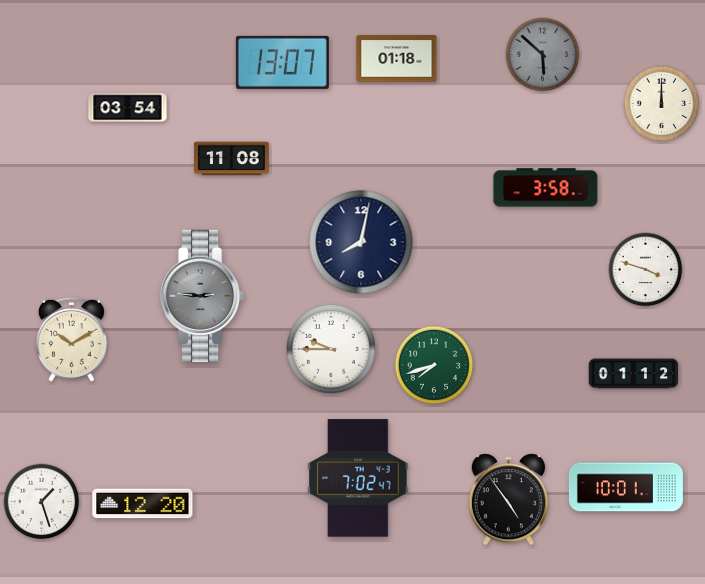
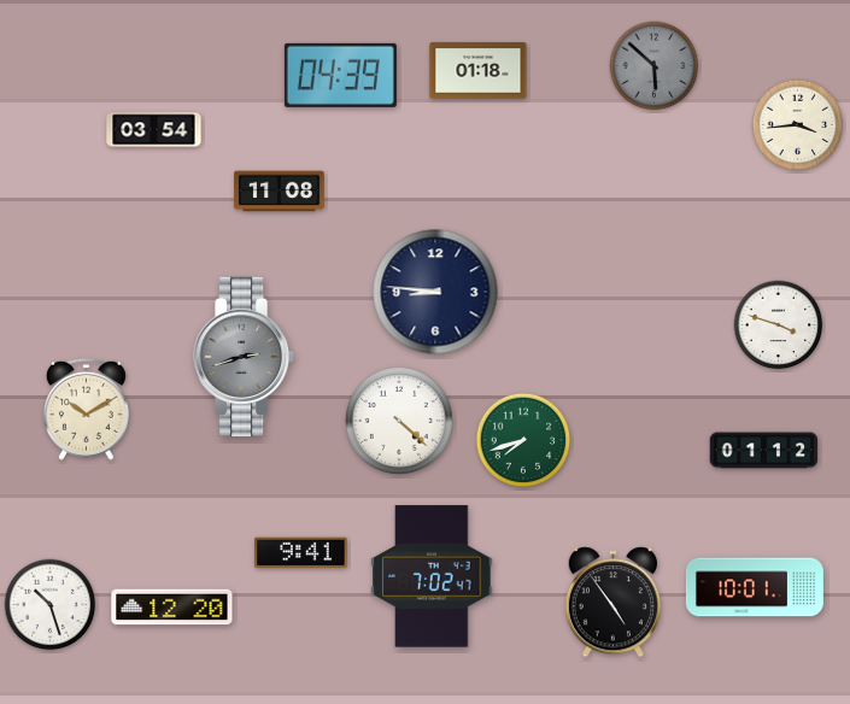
clock at (282, 62): 13:07 -> 04:39
clock at (662, 104): 12:00 -> 3:44
clock at (546, 188): 3:58 -> none
clock at (361, 242): 8:02 -> 8:46
clock at (203, 296): 2:46 -> 2:42
clock at (331, 349): 9:45 -> 4:22
clock at (301, 553): none -> 9:41
clock at (42, 502): 1:27 -> 10:27
